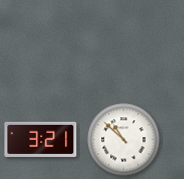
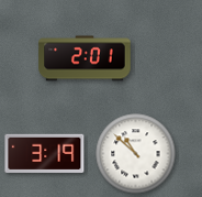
clock at (85, 58): none -> 2:01
clock at (41, 139): 3:21 -> 3:19
